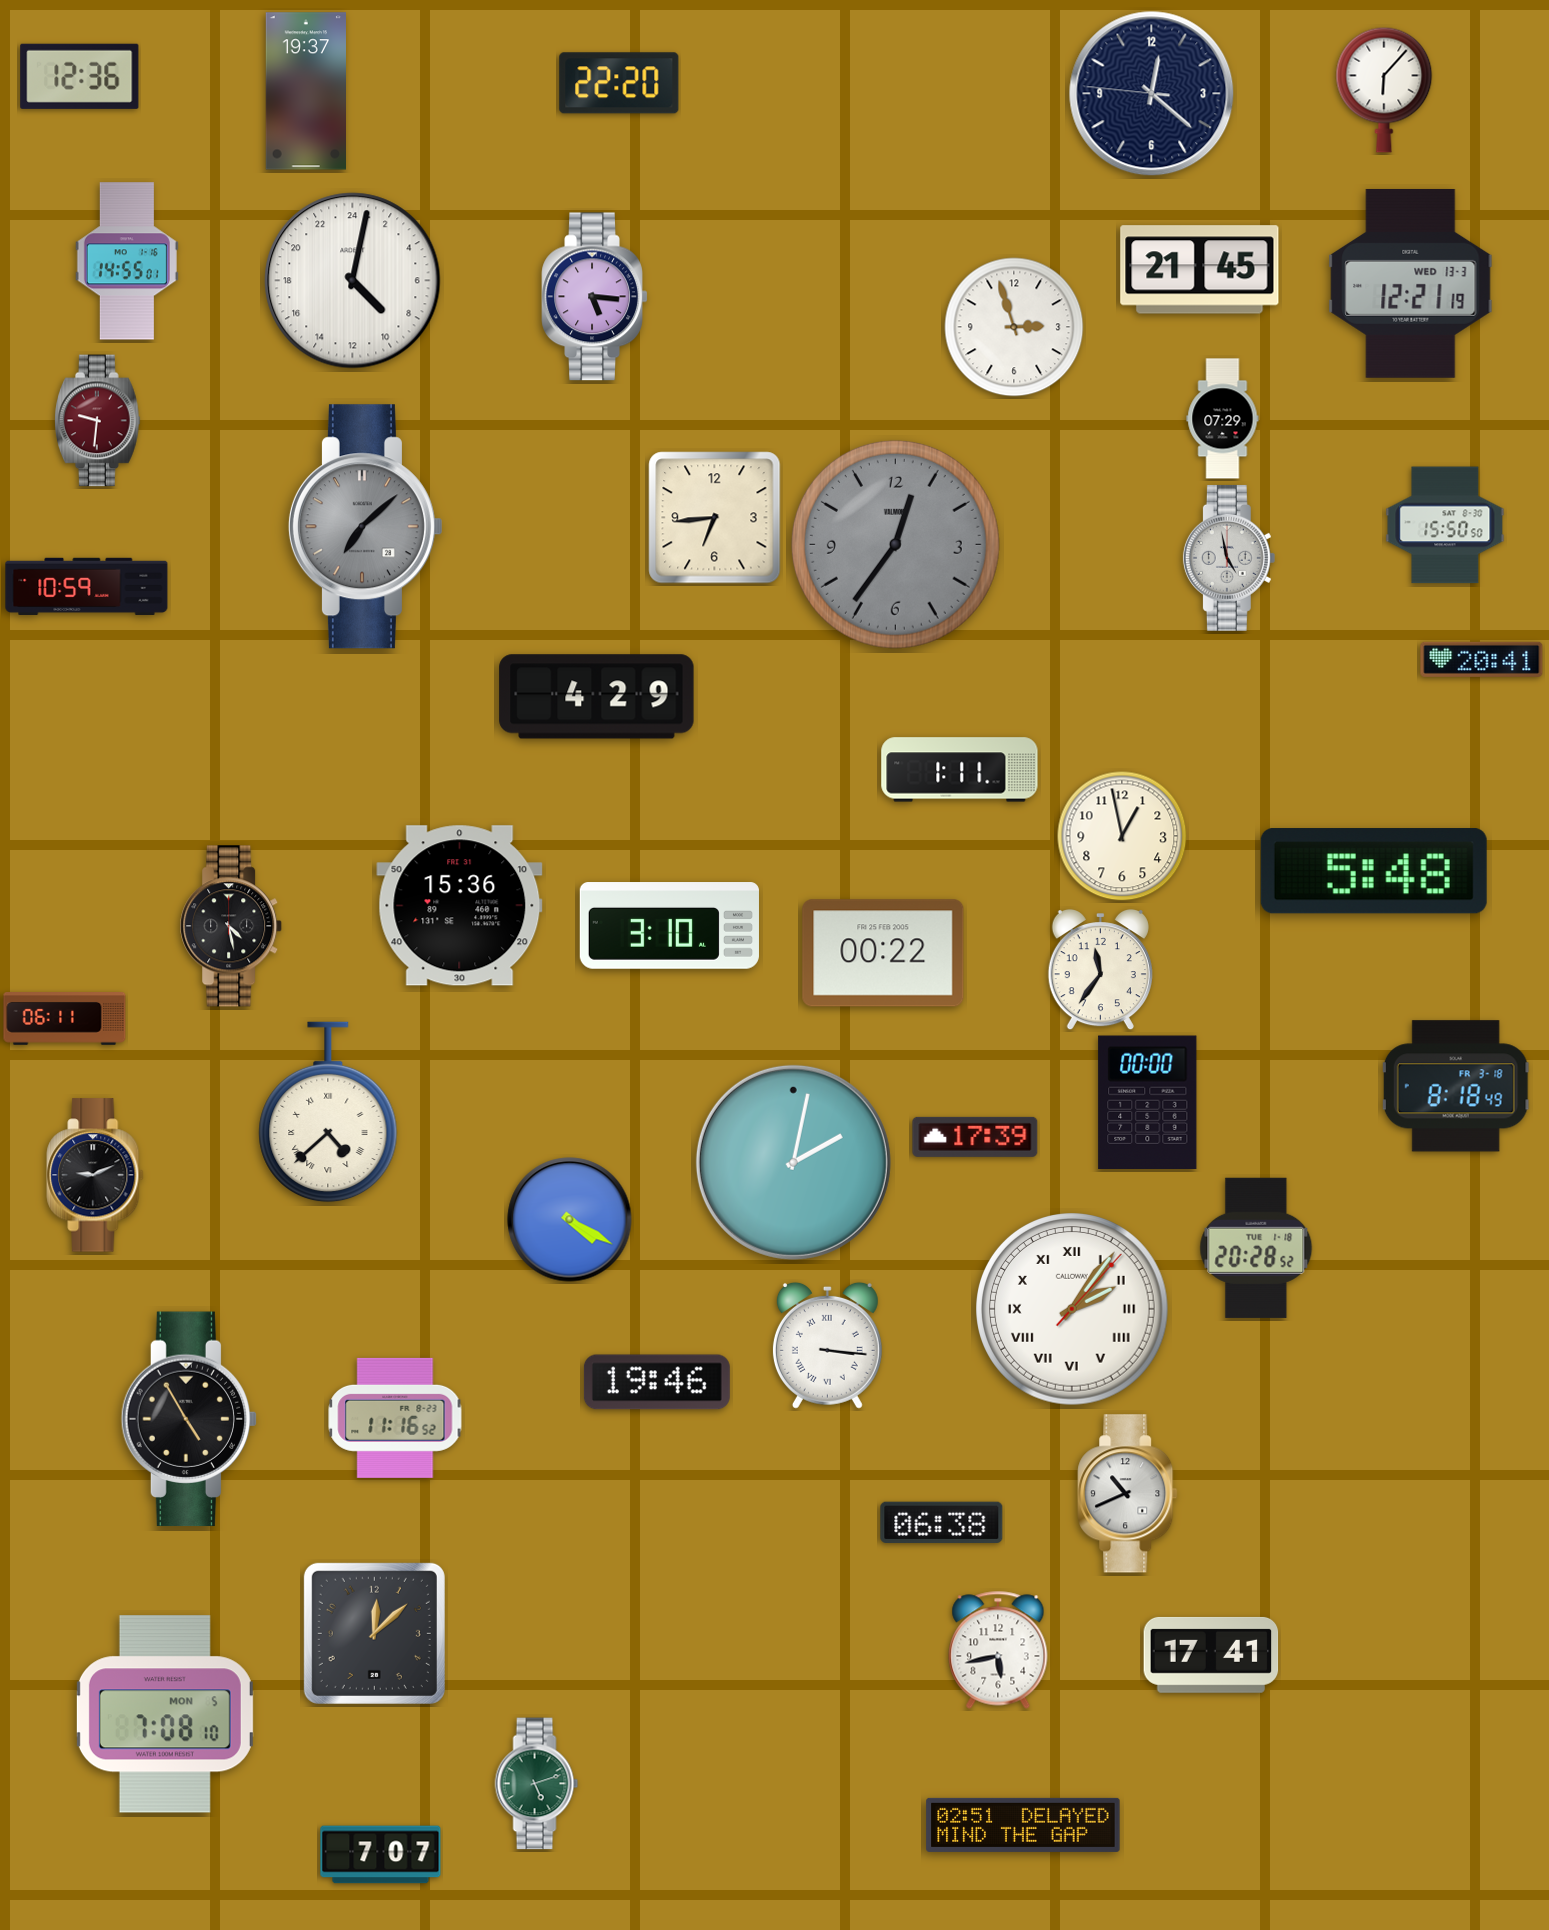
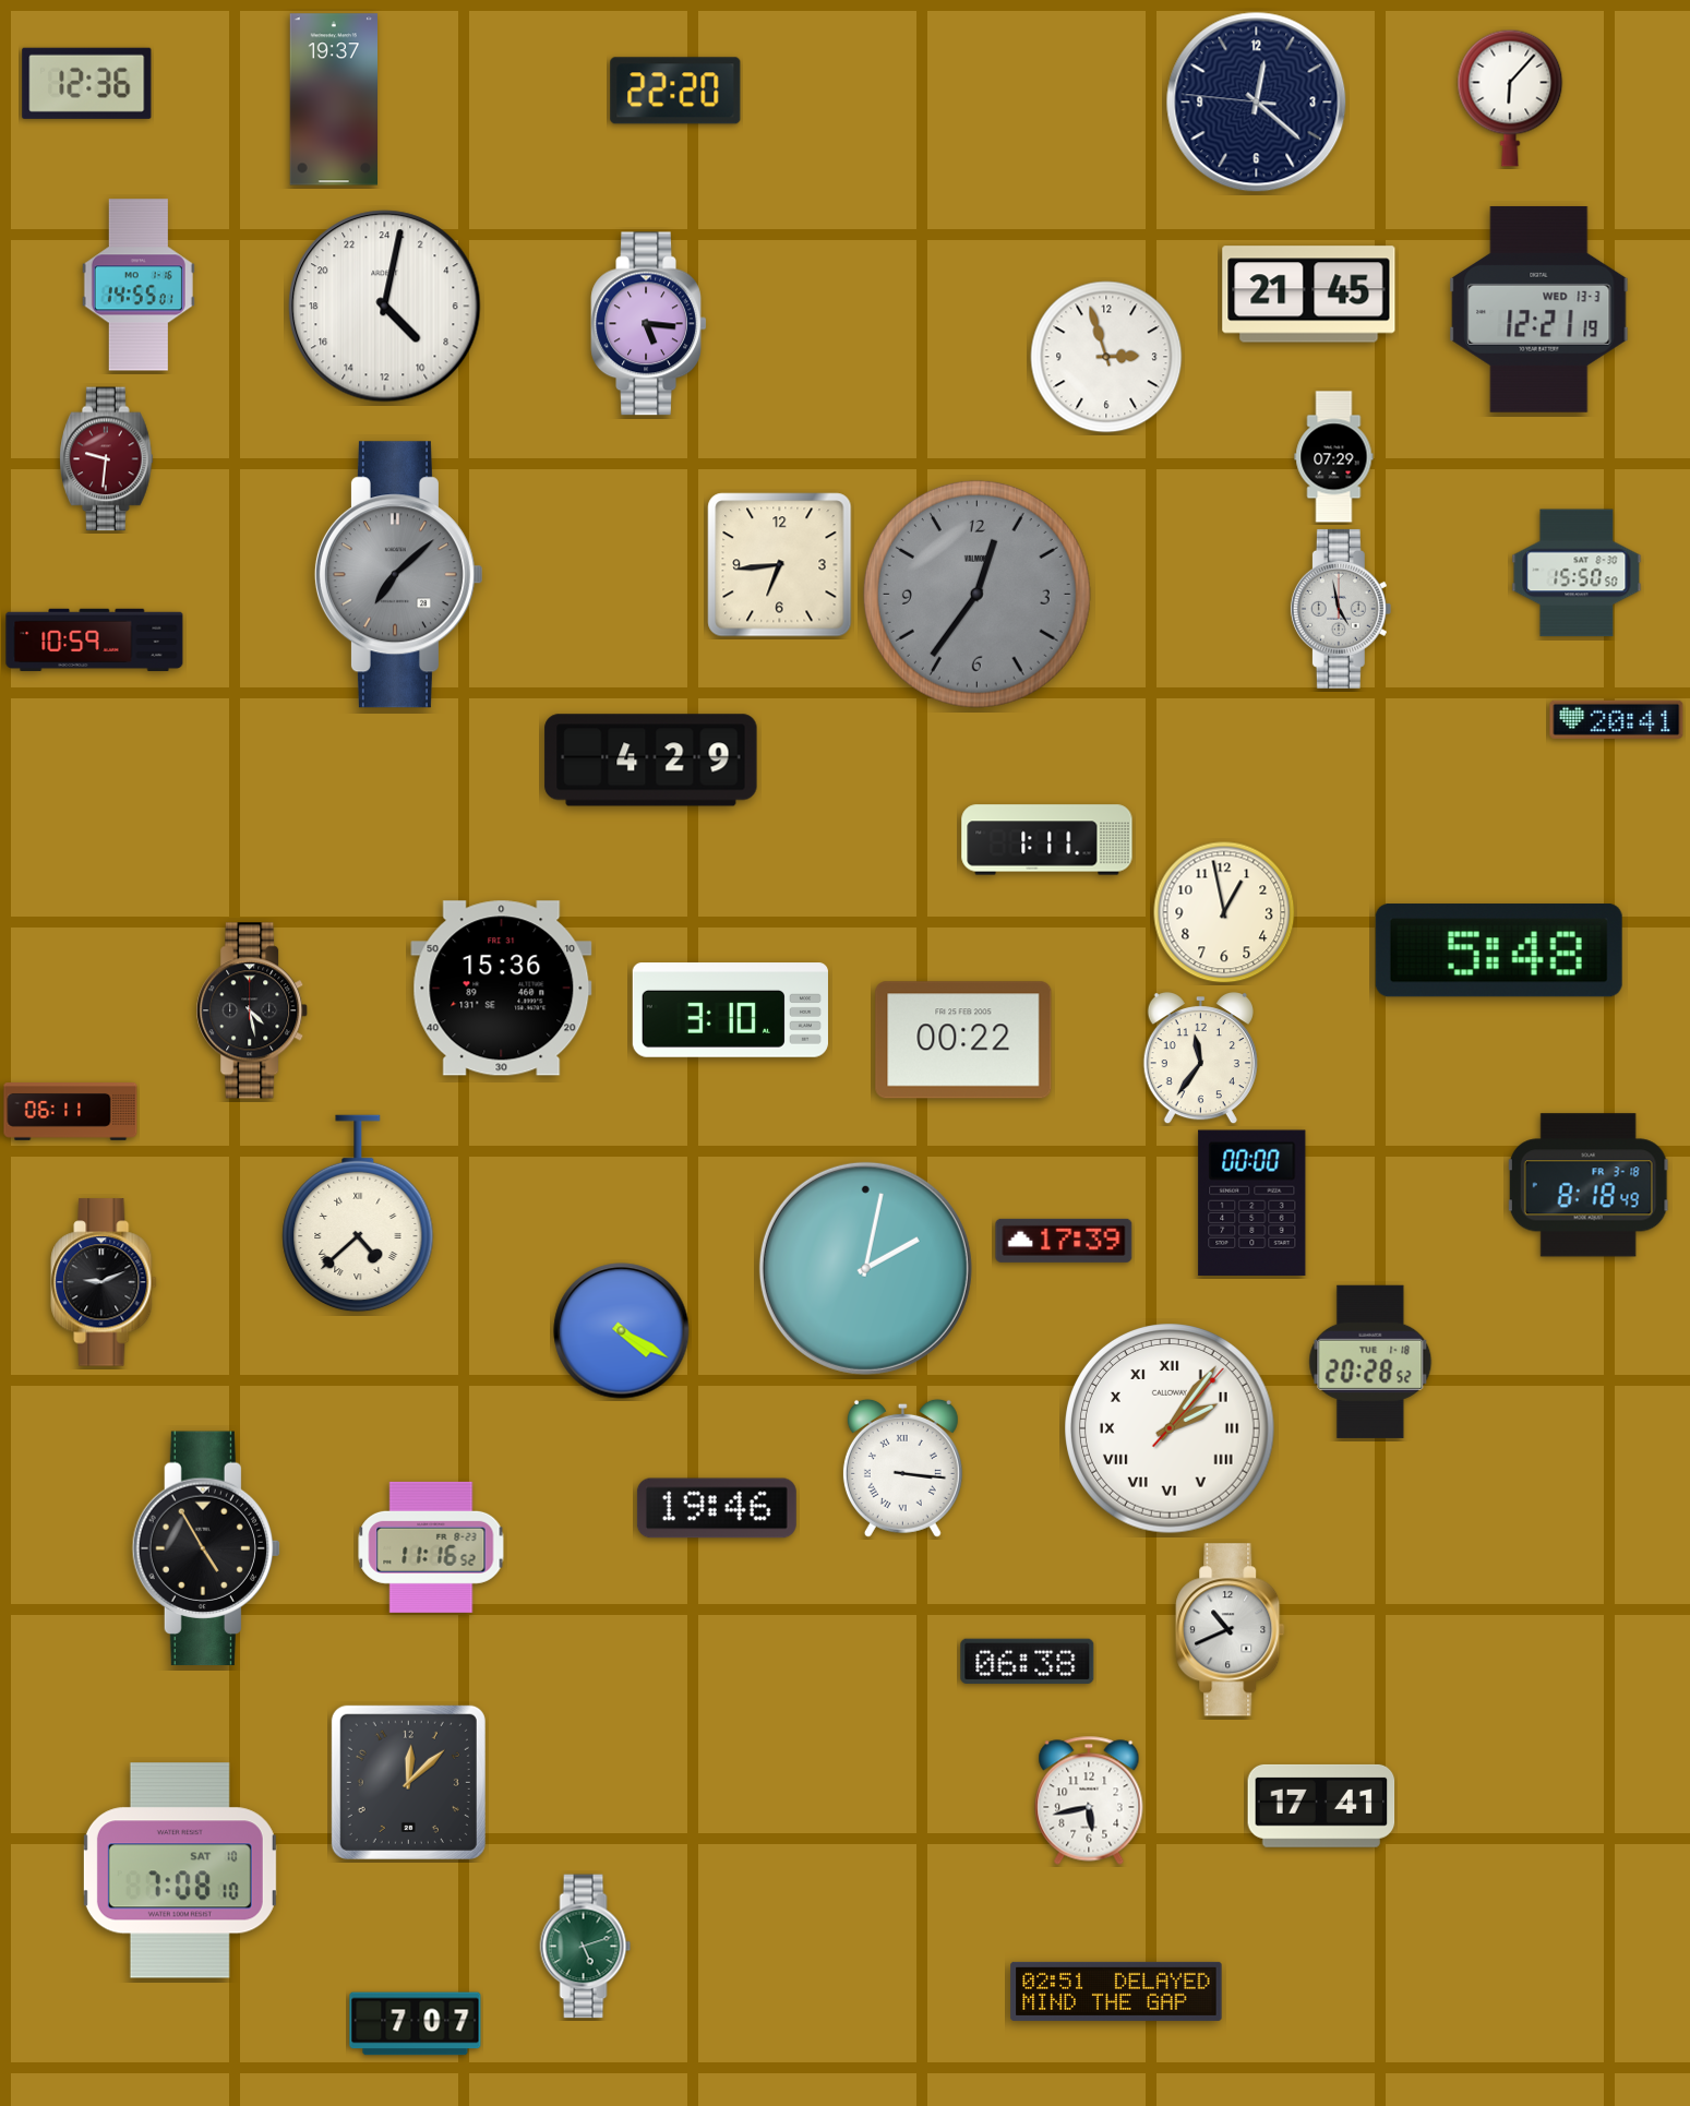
clock at (165, 1714) date: MON 5 -> SAT 10
